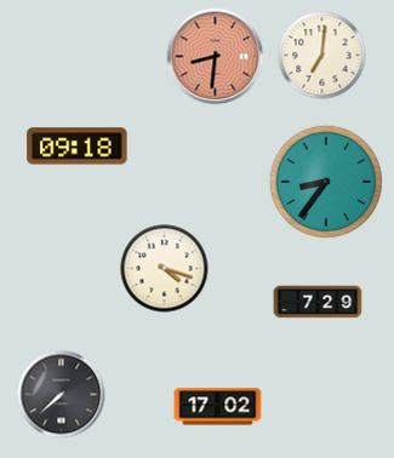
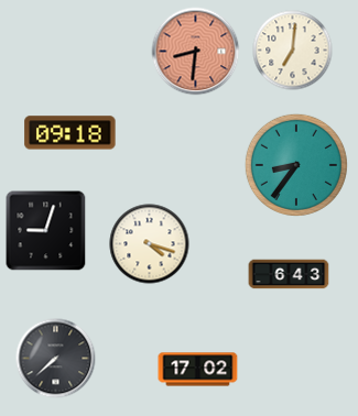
clock at (46, 231): none -> 9:03
clock at (318, 302): 7:29 -> 6:43
